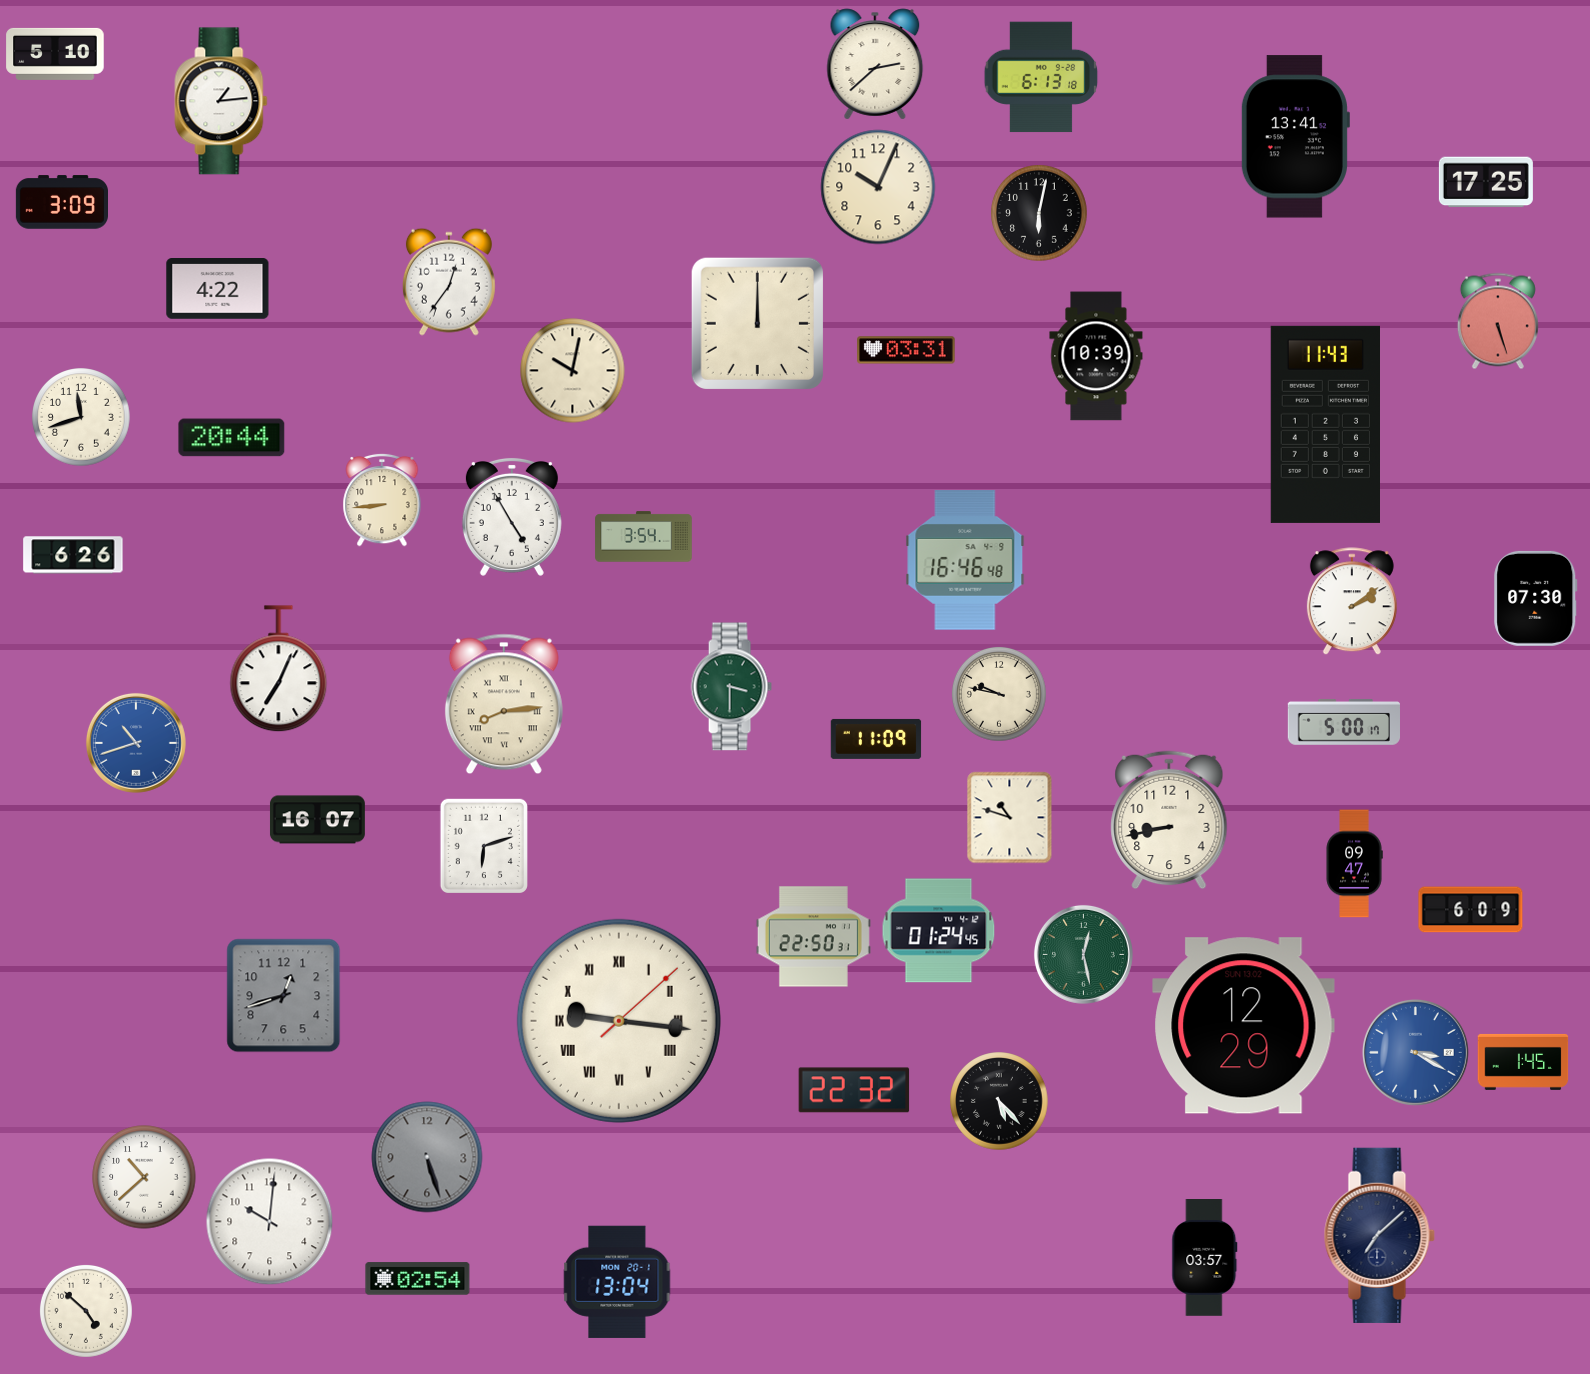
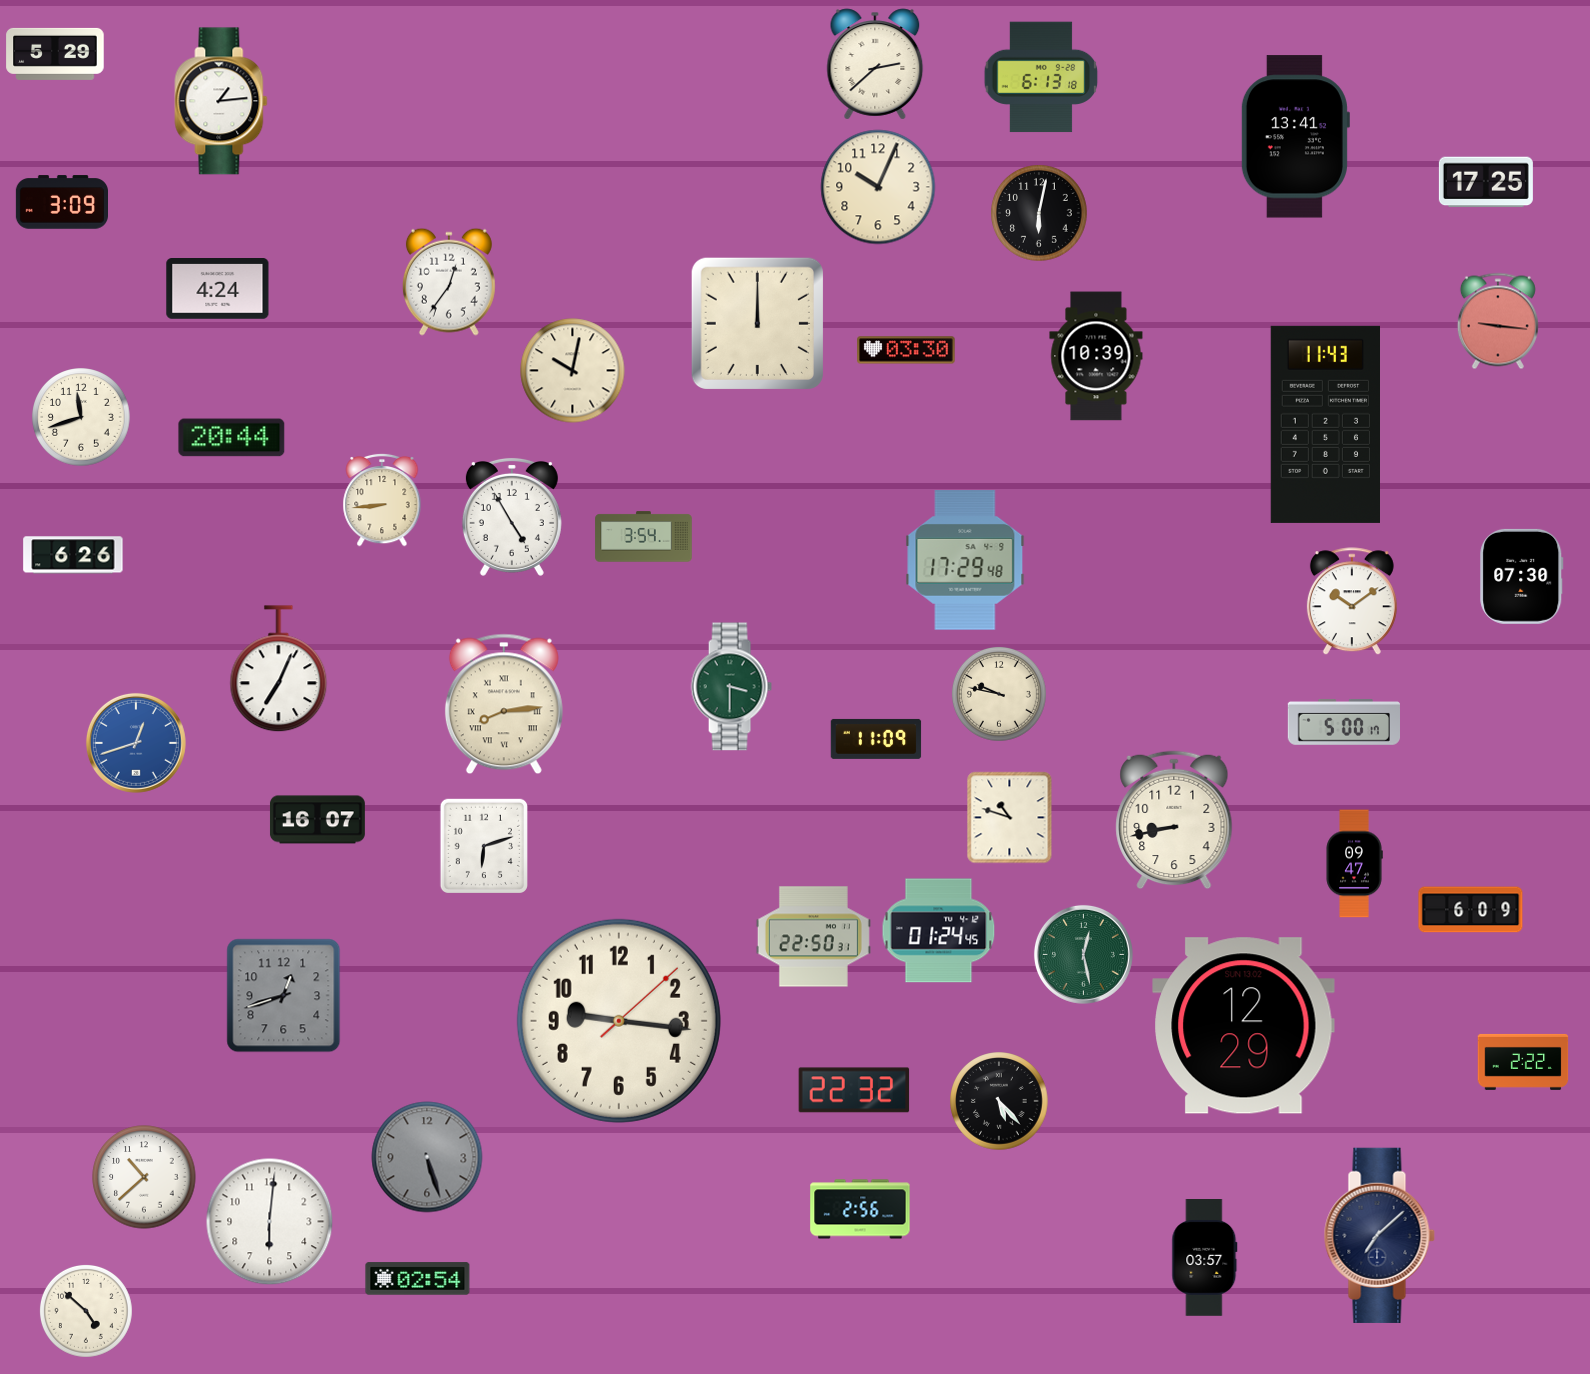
clock at (55, 54): 5:10 -> 5:29
clock at (218, 289): 4:22 -> 4:24
clock at (1498, 321): 5:27 -> 9:16
clock at (906, 350): 03:31 -> 03:30
clock at (965, 560): 16:46 -> 17:29
clock at (1536, 598) position: (1536, 598) -> (1522, 576)
clock at (1352, 602): 2:09 -> 10:09
clock at (136, 743): 10:42 -> 12:42
clock at (1169, 820) position: (1169, 820) -> (1174, 820)
clock at (619, 1021) numerals: Roman -> Arabic
clock at (1415, 1052): 3:20 -> none
clock at (1523, 1062): 1:45 -> 2:22
clock at (860, 1209): none -> 2:56
clock at (270, 1222): 10:01 -> 6:01
clock at (617, 1282): 13:04 -> none
